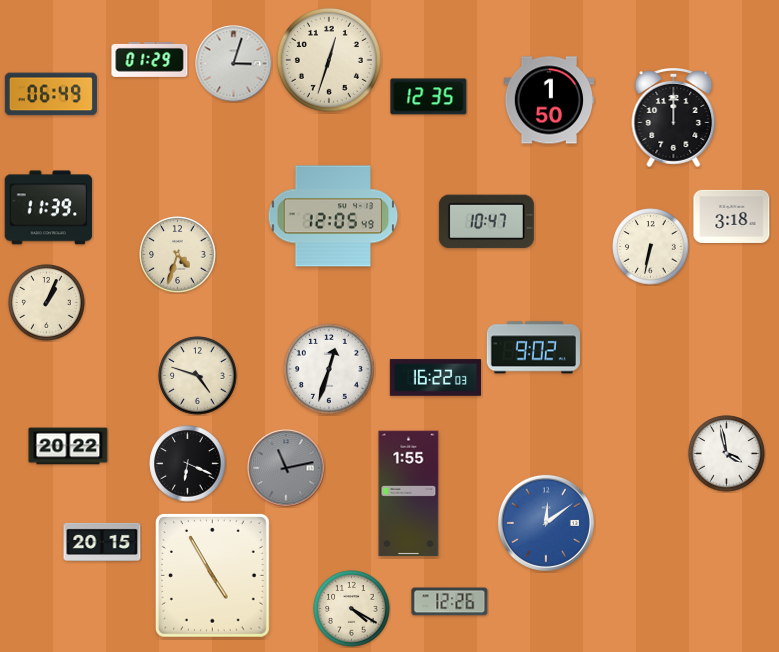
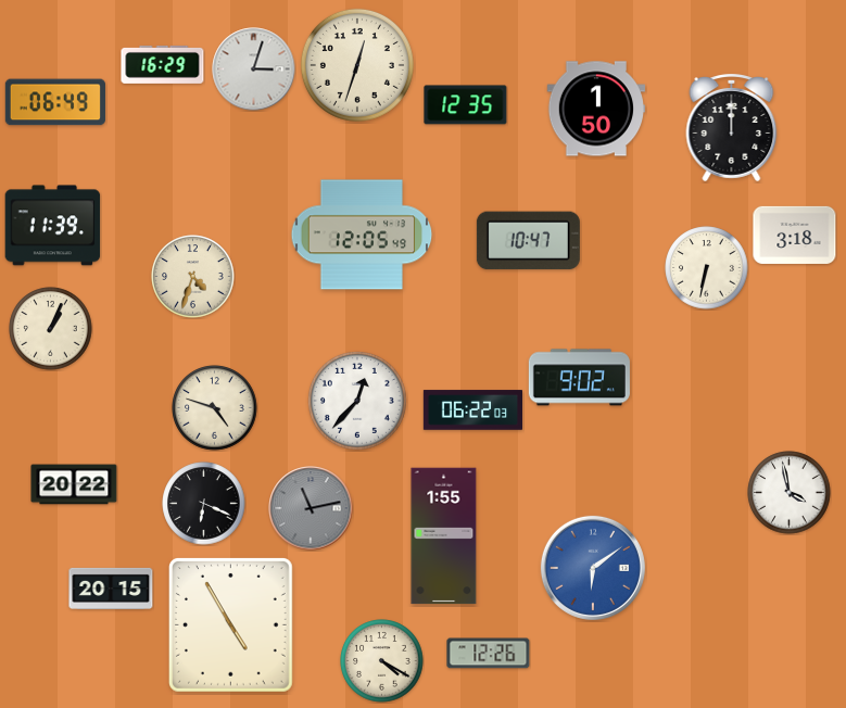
clock at (150, 59): 01:29 -> 16:29
clock at (329, 369): 12:33 -> 12:37
clock at (435, 378): 16:22 -> 06:22
clock at (546, 523): 12:09 -> 6:09
